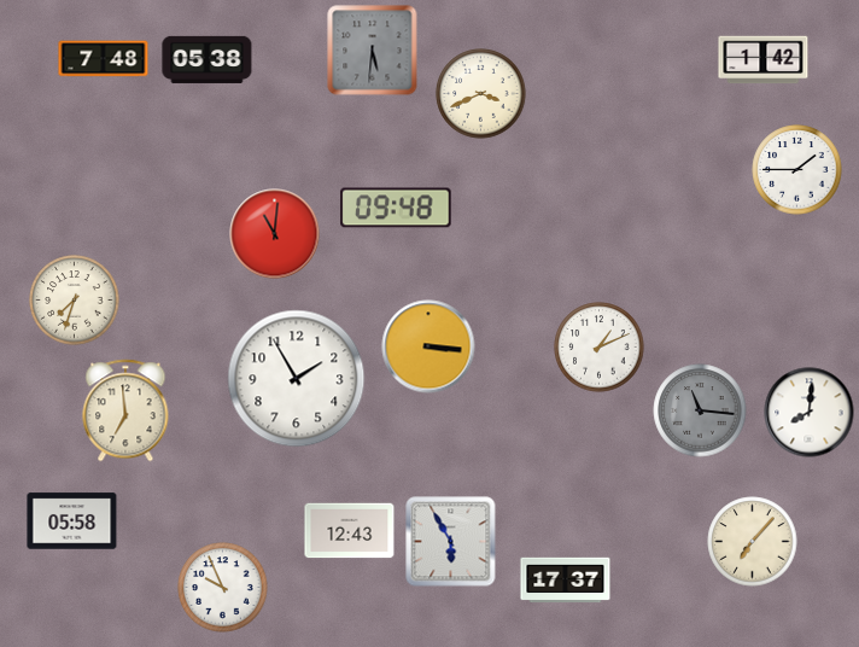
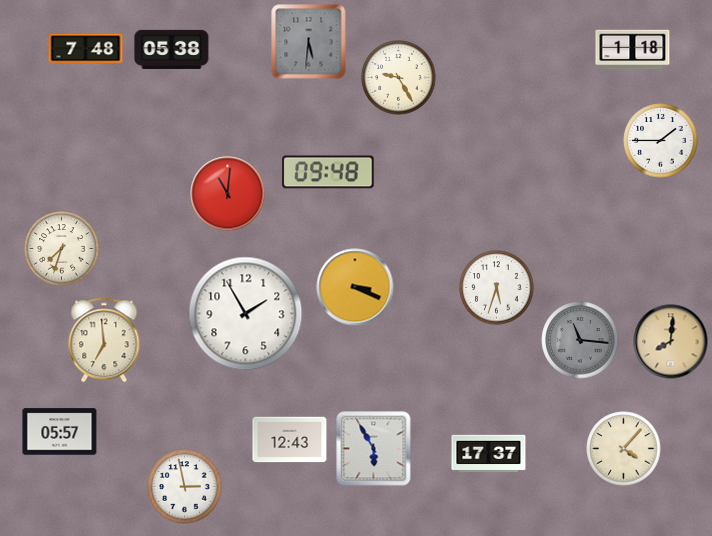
clock at (764, 60): 1:42 -> 1:18
clock at (481, 94): 3:41 -> 9:25
clock at (428, 346): 3:16 -> 3:19
clock at (600, 348): 1:11 -> 5:33
clock at (810, 413) dial: white -> champagne
clock at (72, 521): 05:58 -> 05:57
clock at (753, 542): 7:07 -> 4:07
clock at (566, 581) position: (566, 581) -> (489, 454)
clock at (223, 588): 9:56 -> 2:58
